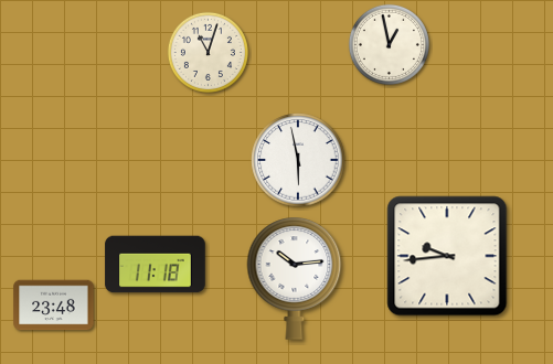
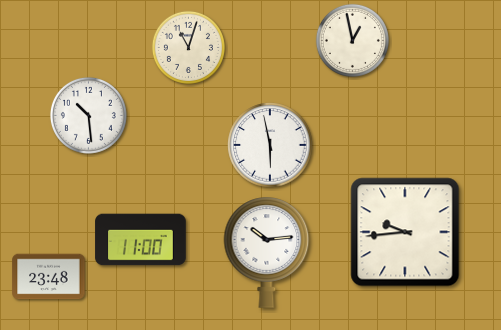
clock at (88, 115): none -> 10:29
clock at (156, 265): 11:18 -> 11:00
